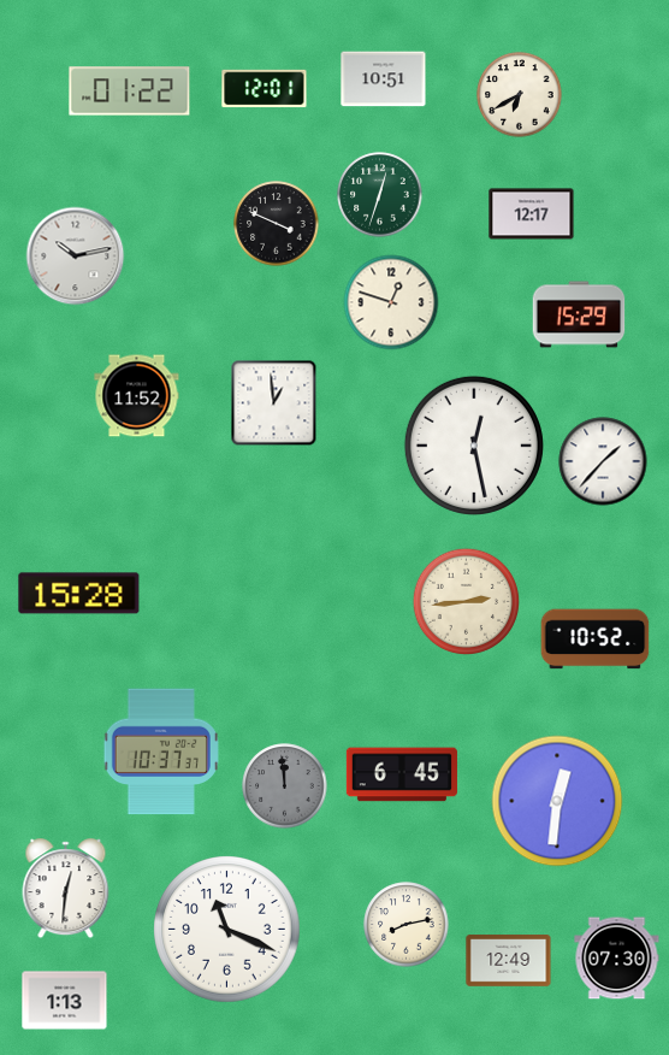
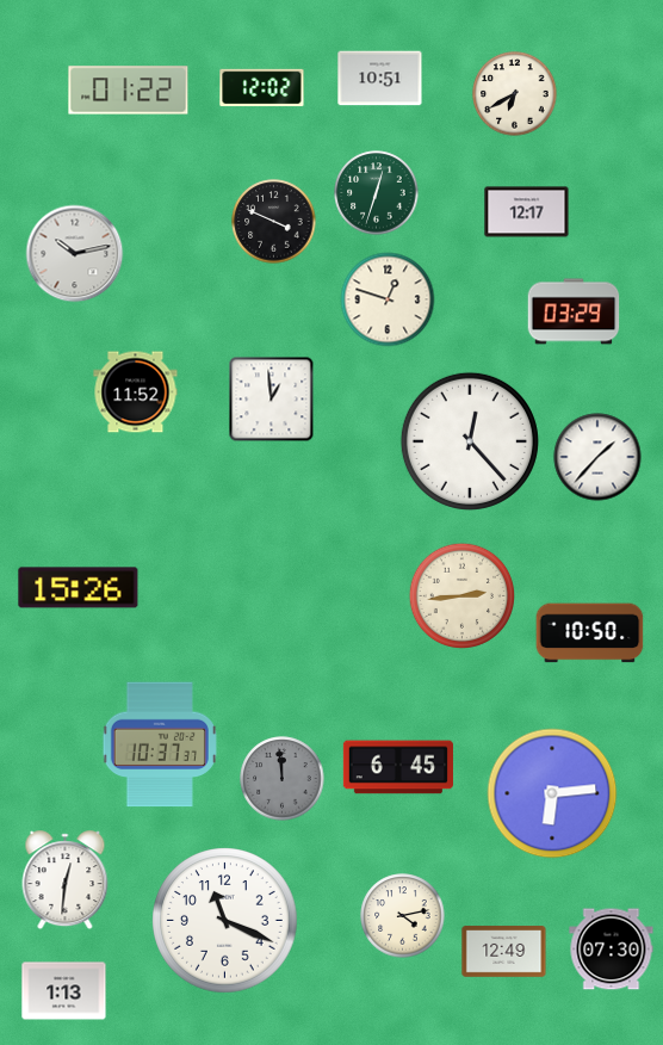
clock at (265, 89): 12:01 -> 12:02
clock at (579, 314): 15:29 -> 03:29
clock at (474, 446): 12:28 -> 12:23
clock at (79, 594): 15:28 -> 15:26
clock at (596, 640): 10:52 -> 10:50
clock at (557, 801): 12:31 -> 6:14
clock at (407, 925): 8:13 -> 4:13
